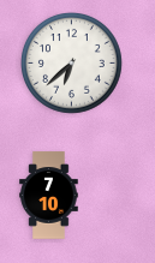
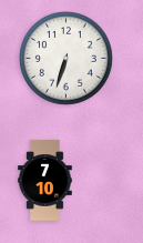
clock at (72, 64): 6:38 -> 6:33
